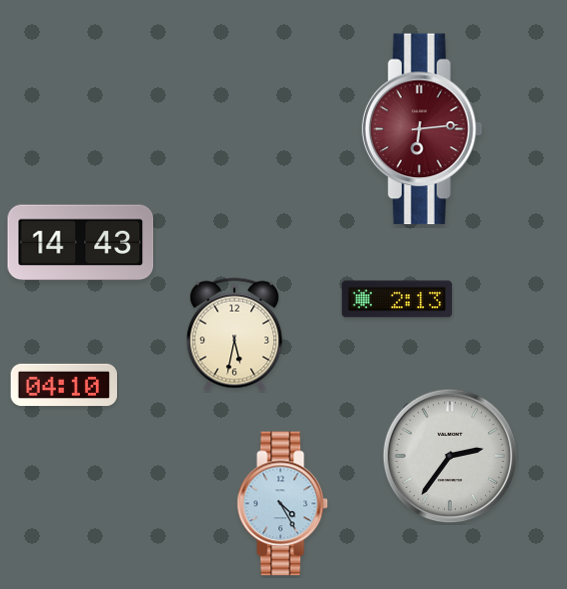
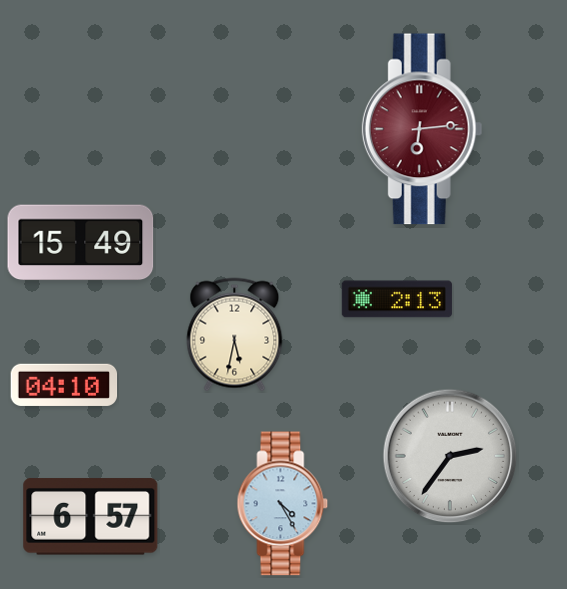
clock at (81, 243): 14:43 -> 15:49
clock at (91, 517): none -> 6:57
